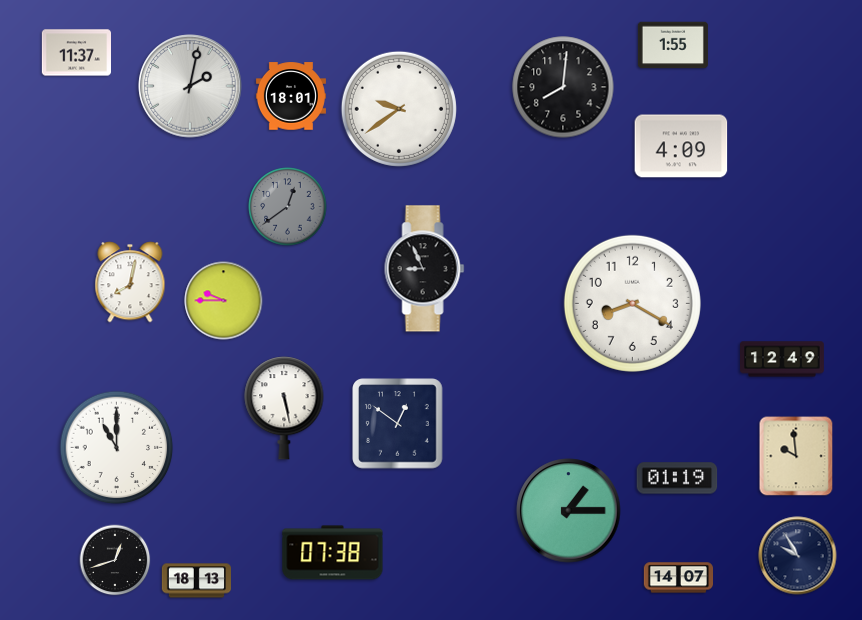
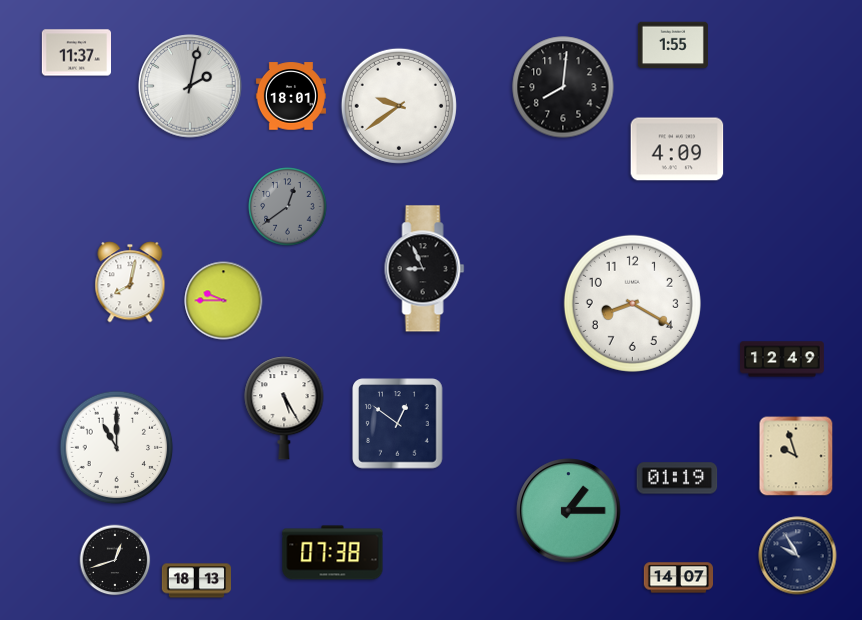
clock at (399, 109) position: (399, 109) -> (399, 106)
clock at (681, 146) position: (681, 146) -> (677, 149)
clock at (284, 408): 5:28 -> 5:25
clock at (796, 456): 9:59 -> 9:57
